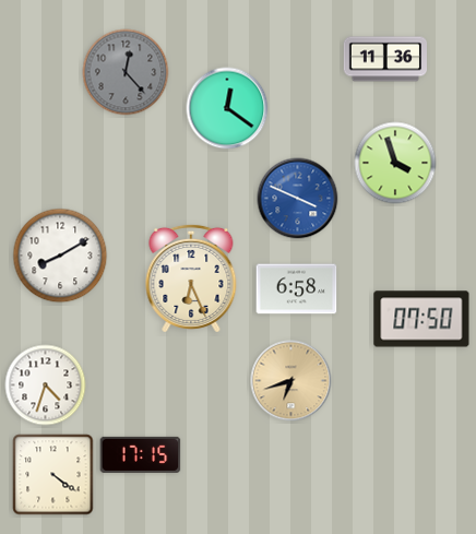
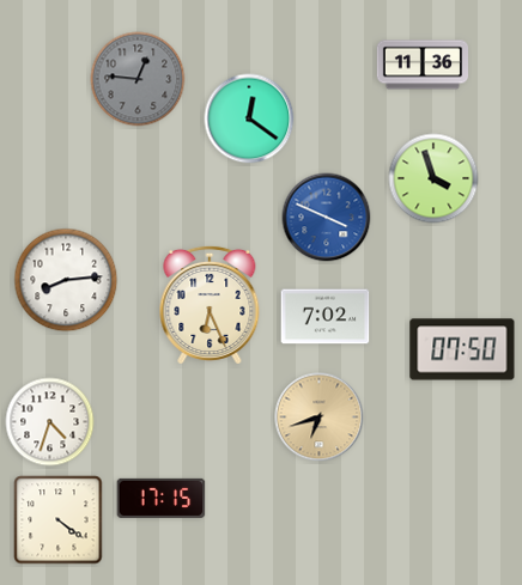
clock at (126, 72): 12:23 -> 12:46
clock at (60, 256): 8:10 -> 8:14
clock at (297, 289): 6:58 -> 7:02
clock at (141, 454) position: (141, 454) -> (162, 498)
